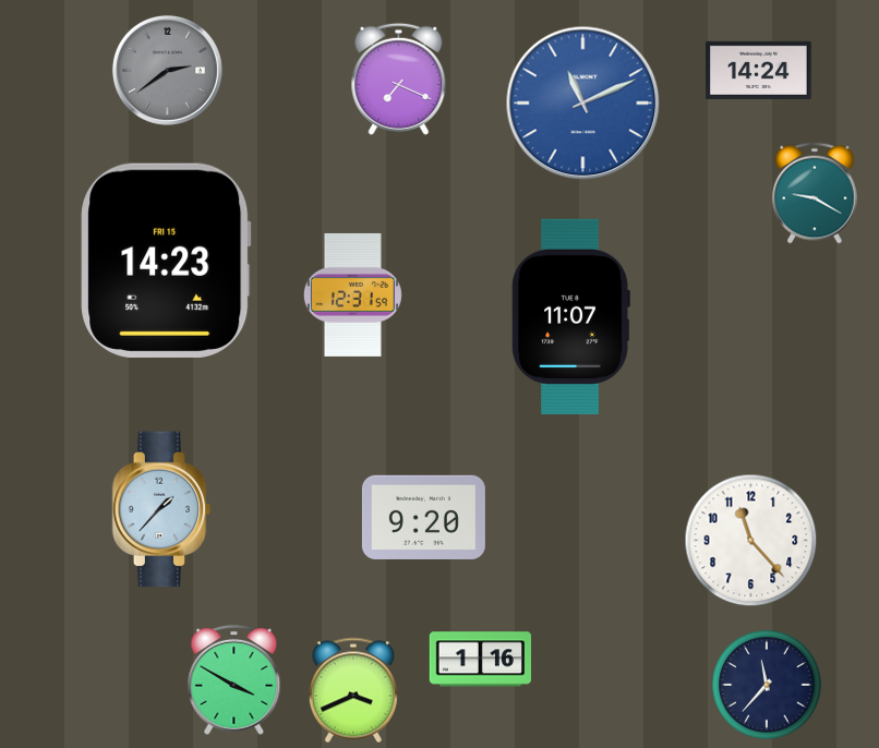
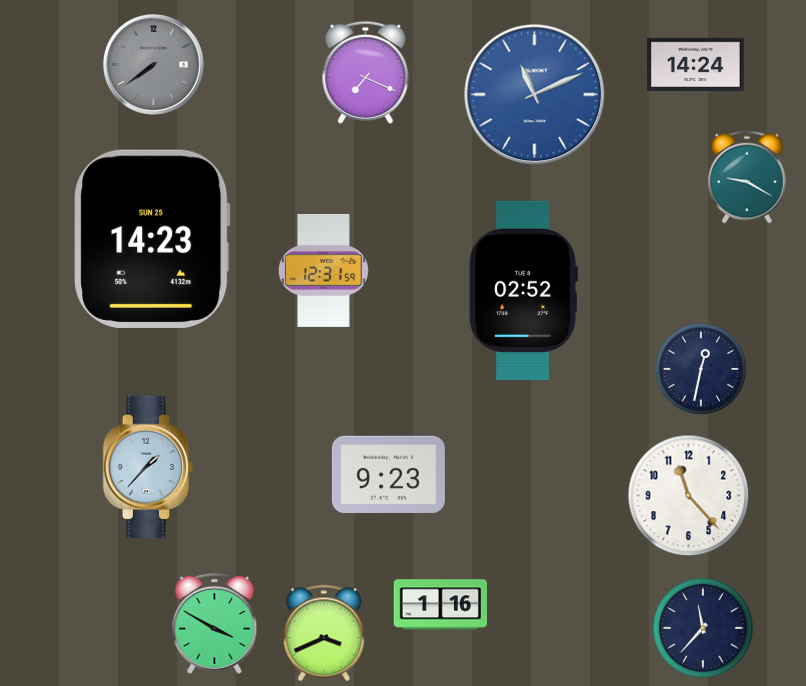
clock at (167, 70): 2:39 -> 7:39
clock at (166, 261) date: FRI 15 -> SUN 25
clock at (570, 316): 11:07 -> 02:52
clock at (701, 369): none -> 12:32
clock at (423, 517): 9:20 -> 9:23
